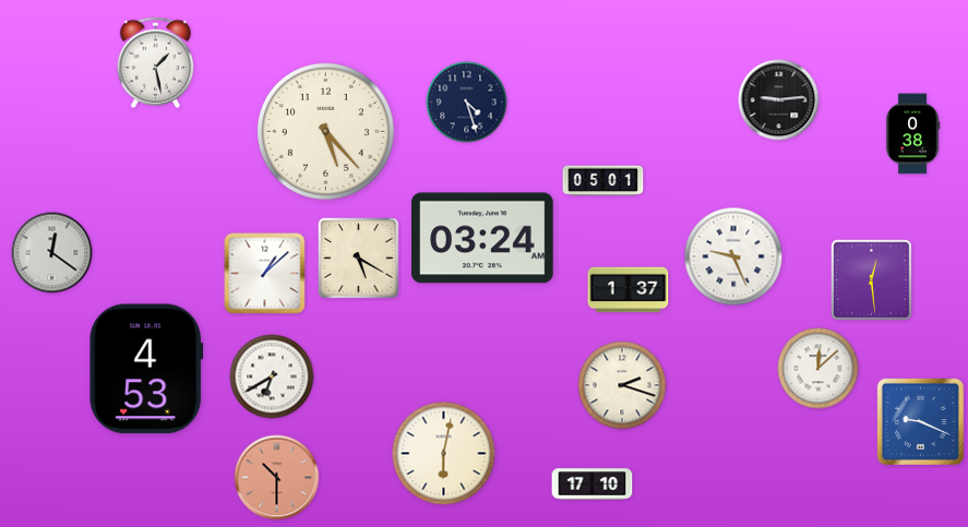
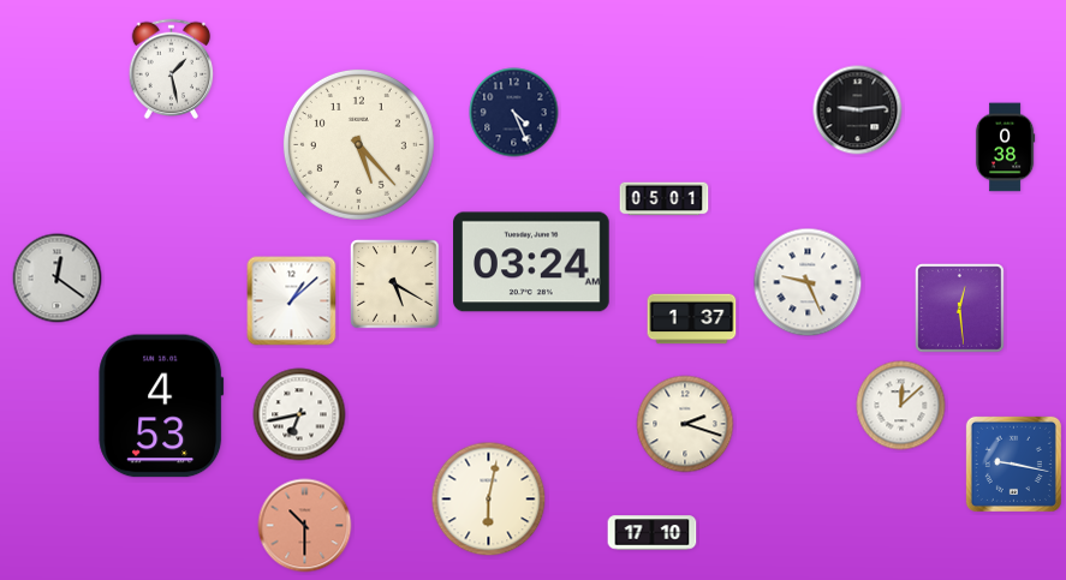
clock at (467, 103): 4:27 -> 4:26
clock at (272, 376): 6:40 -> 6:43
clock at (920, 421): 9:19 -> 9:17
